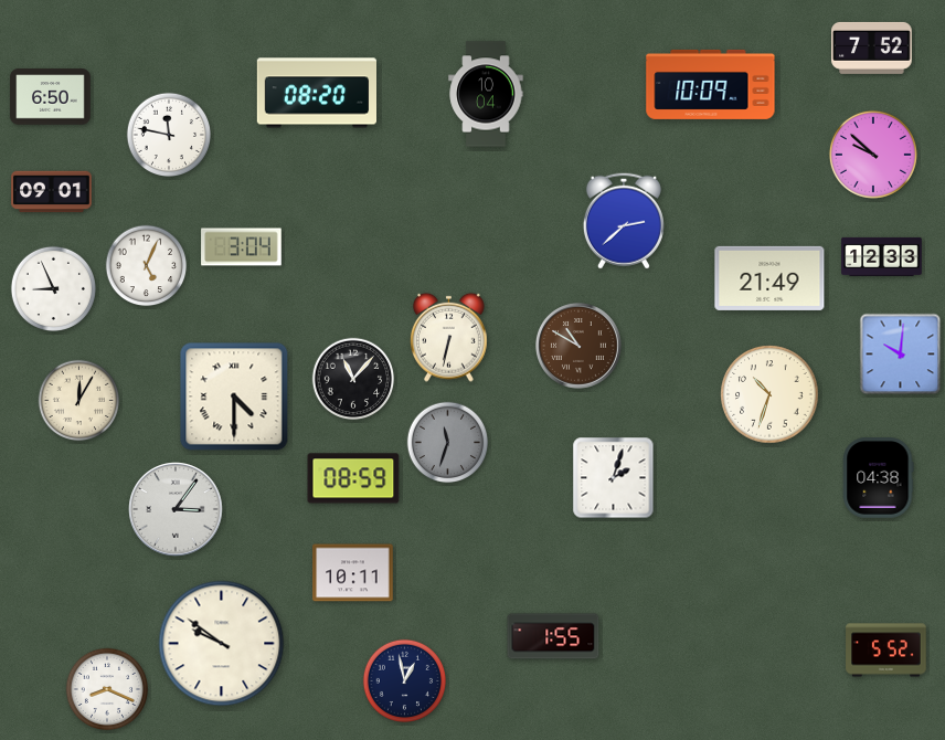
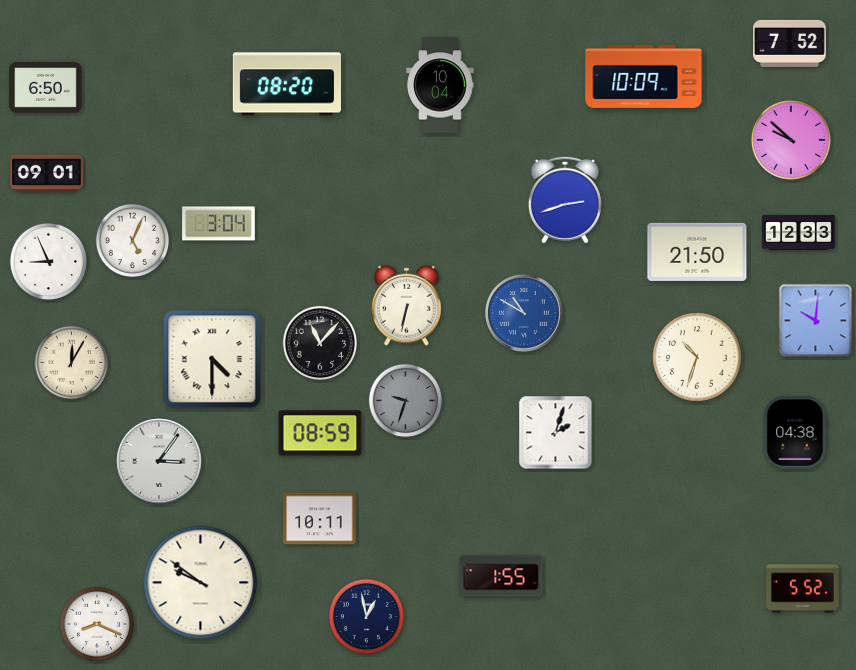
clock at (168, 134): 11:47 -> none
clock at (624, 221): 2:38 -> 2:42
clock at (769, 278): 21:49 -> 21:50
clock at (580, 347) dial: brown -> blue
clock at (448, 443): 11:33 -> 9:33
